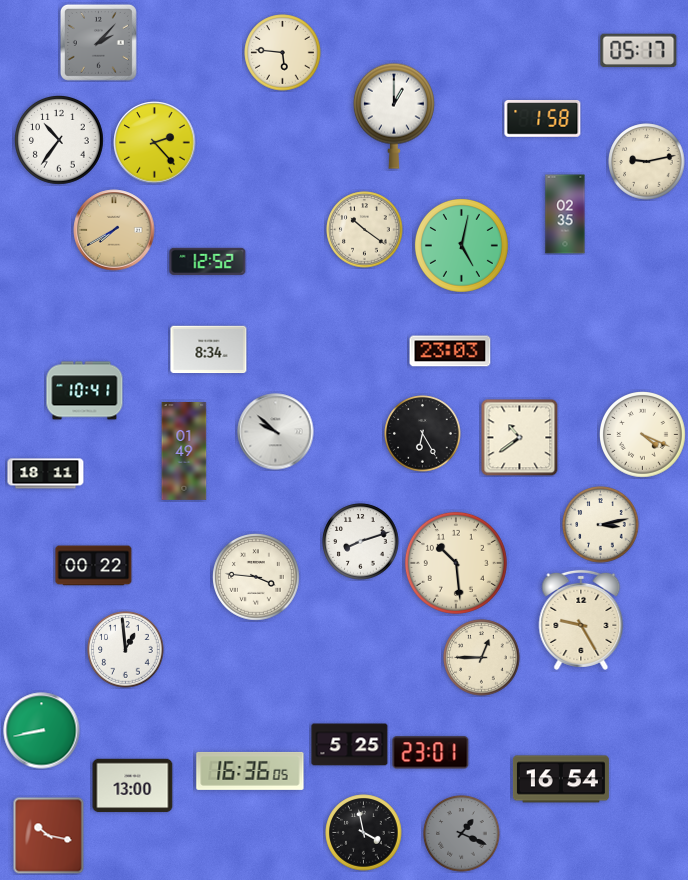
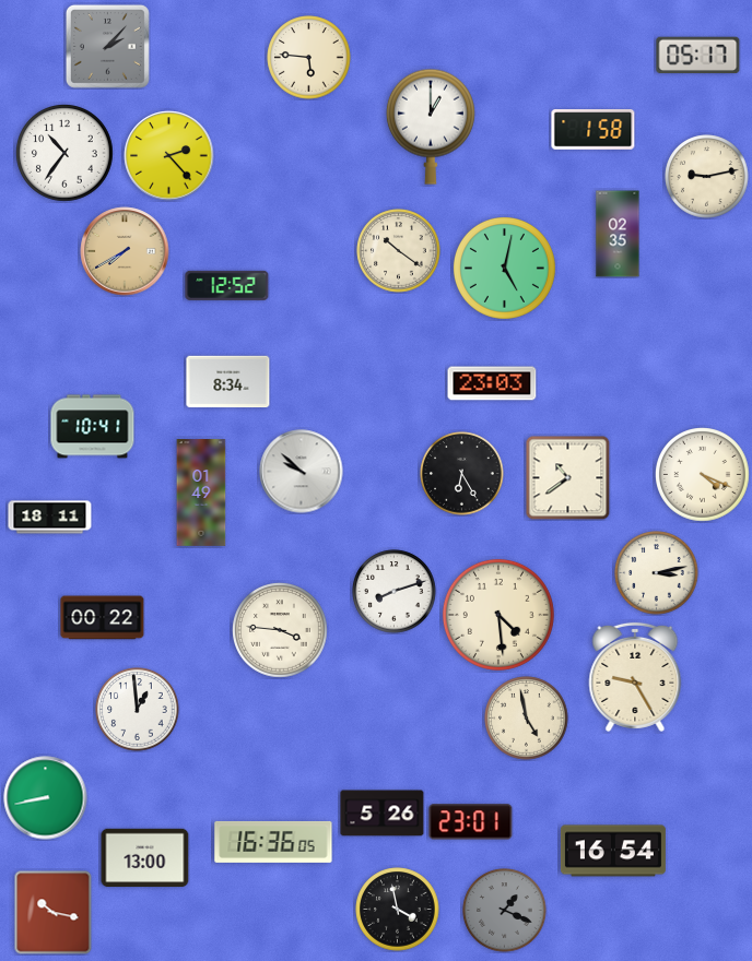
clock at (456, 563): 10:29 -> 4:29
clock at (482, 658): 12:45 -> 4:58
clock at (350, 745): 5:25 -> 5:26
